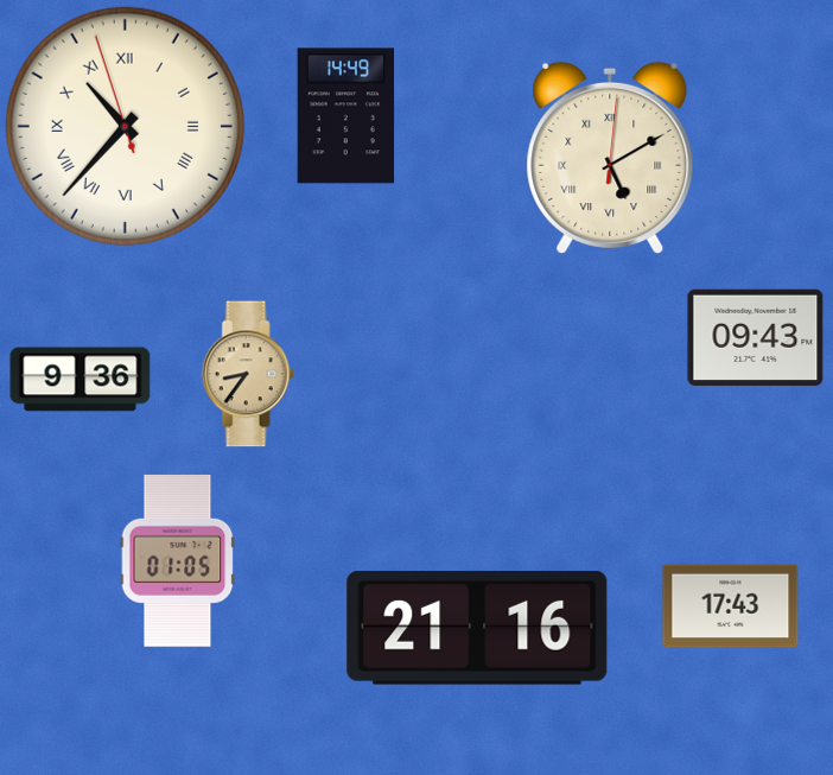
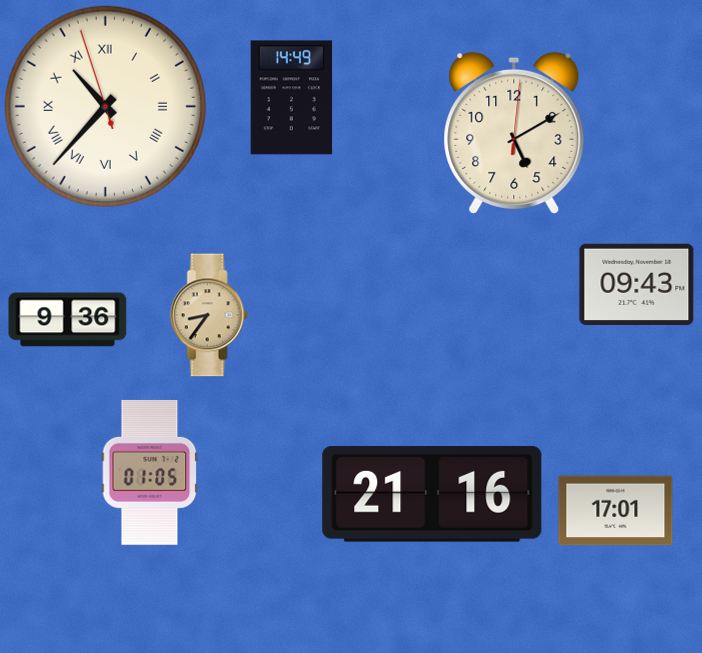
clock at (610, 158) numerals: Roman -> Arabic
clock at (731, 606): 17:43 -> 17:01
clock at (477, 629) position: (477, 629) -> (432, 495)
